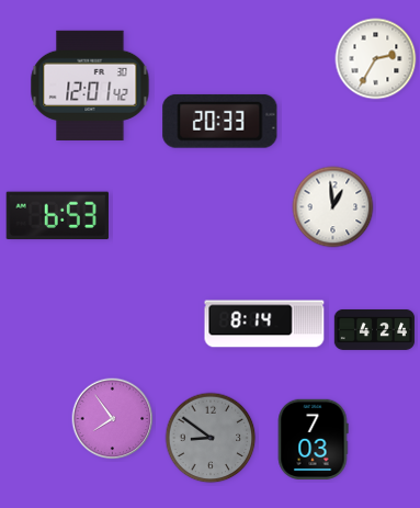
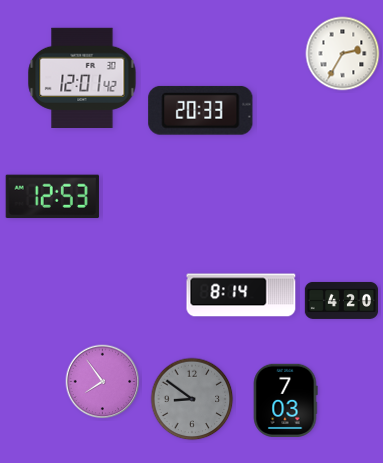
clock at (333, 207): 12:59 -> none
clock at (57, 216): 6:53 -> 12:53
clock at (375, 329): 4:24 -> 4:20
